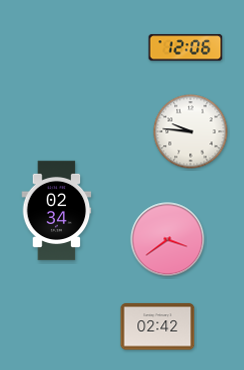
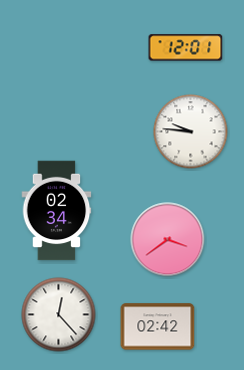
clock at (186, 48): 12:06 -> 12:01
clock at (59, 315): none -> 12:23
